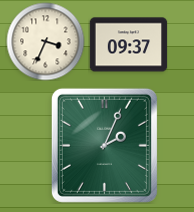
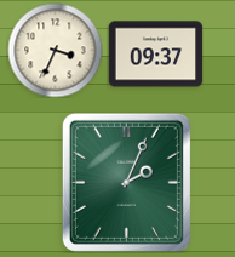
clock at (104, 145) position: (104, 145) -> (126, 182)
